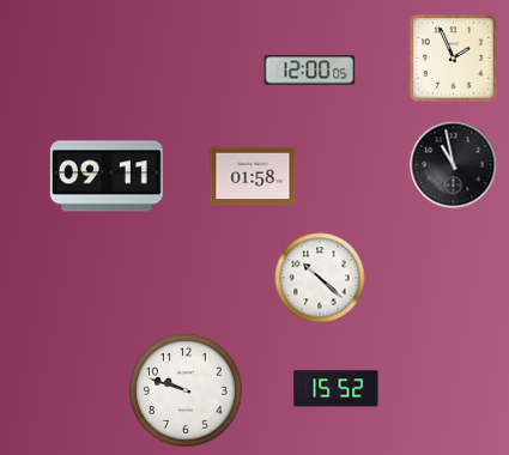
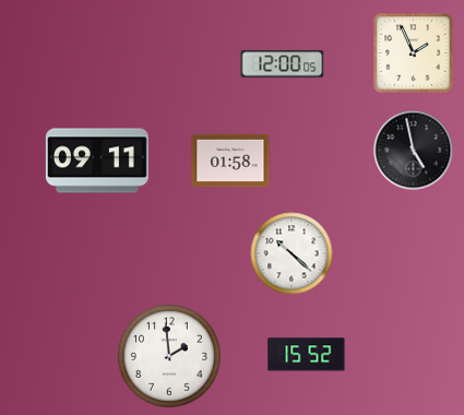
clock at (454, 165): 10:58 -> 4:58
clock at (187, 392): 9:48 -> 1:59
